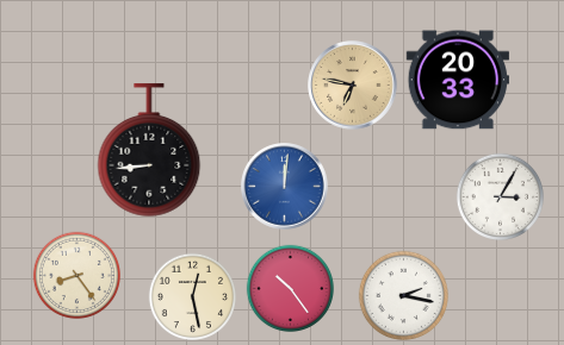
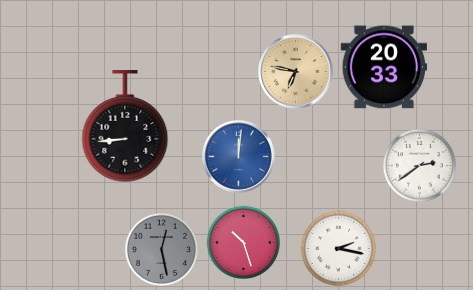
clock at (500, 196): 3:05 -> 2:39
clock at (76, 275): 8:24 -> none
clock at (290, 288): 10:24 -> 10:27
clock at (192, 296) dial: cream -> grey
